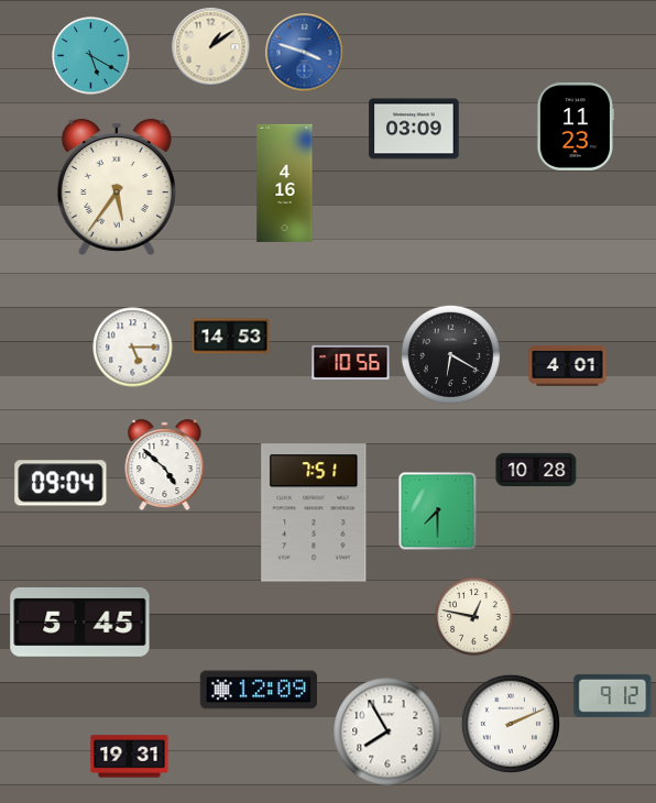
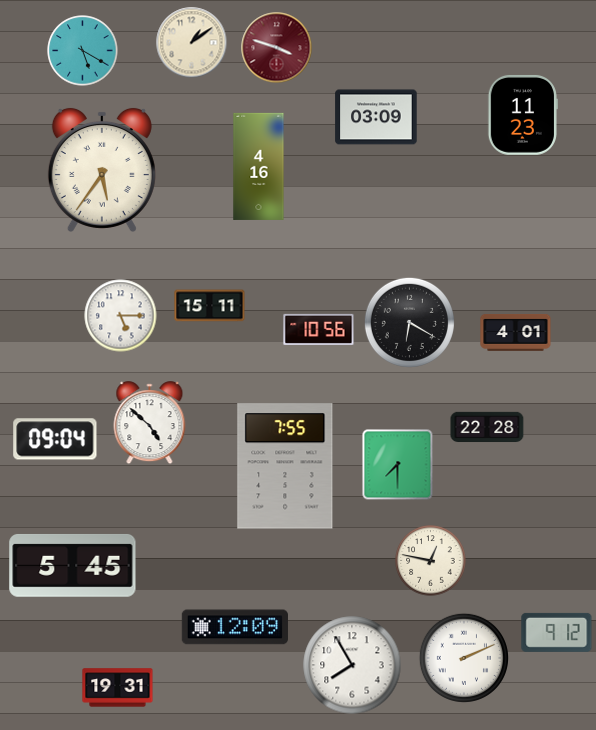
clock at (305, 53) dial: blue -> burgundy
clock at (117, 187) position: (117, 187) -> (102, 170)
clock at (231, 337): 14:53 -> 15:11
clock at (536, 470): 10:28 -> 22:28
clock at (314, 513): 7:51 -> 7:55
